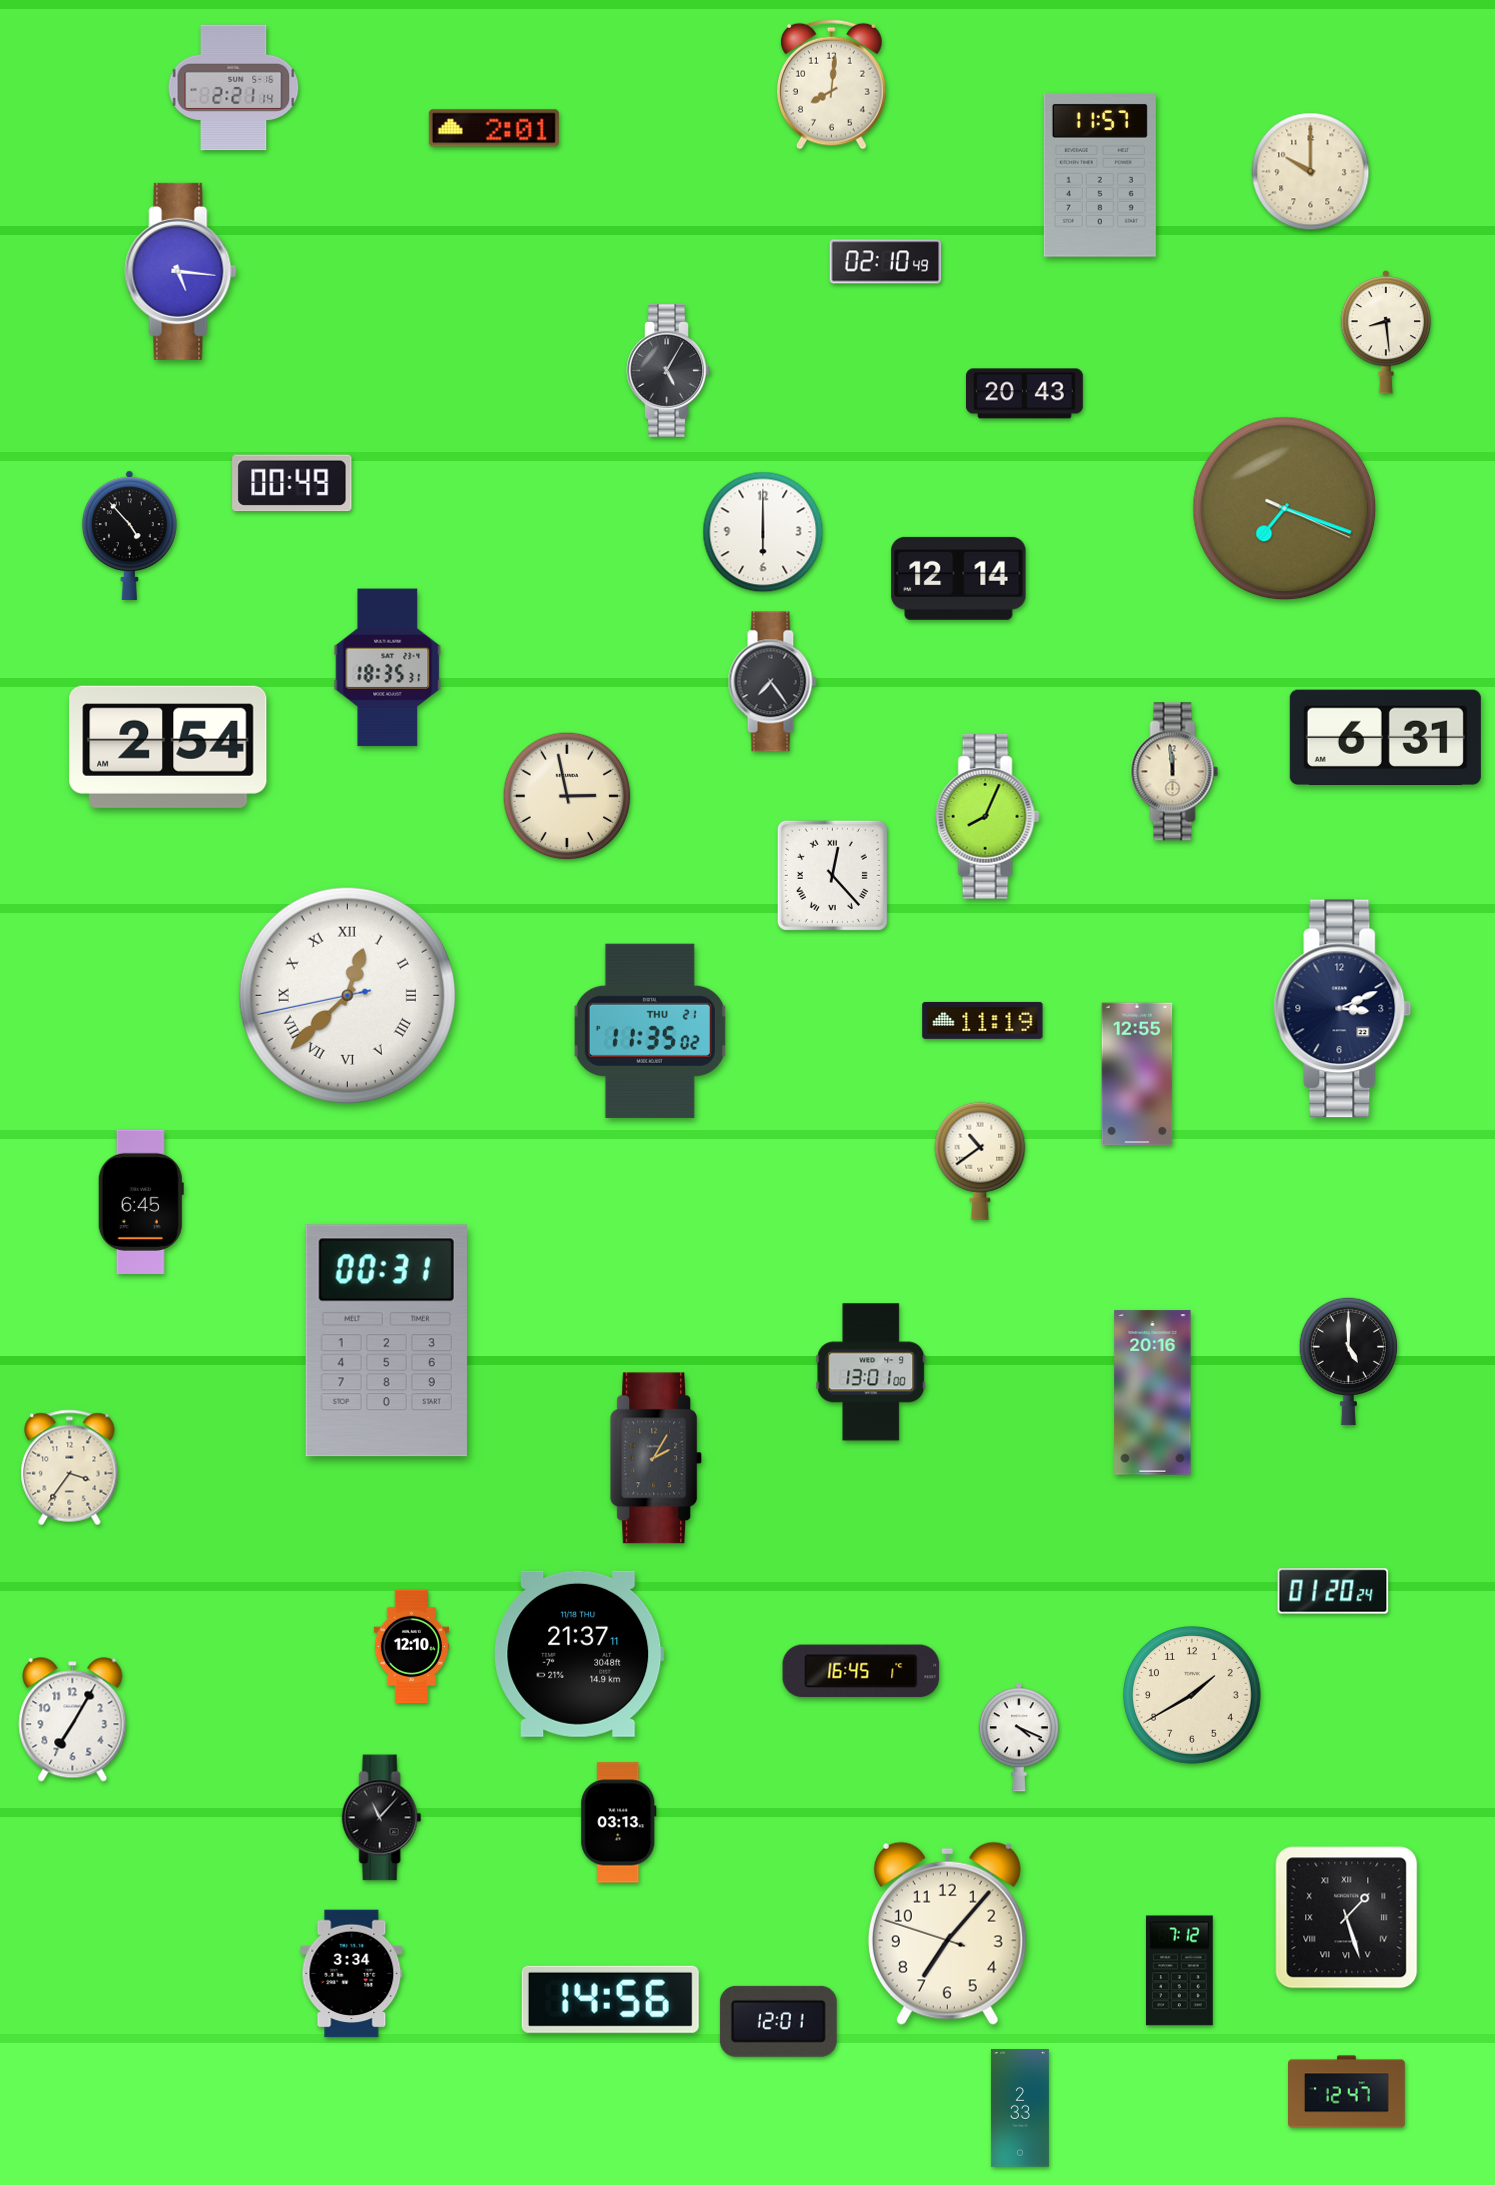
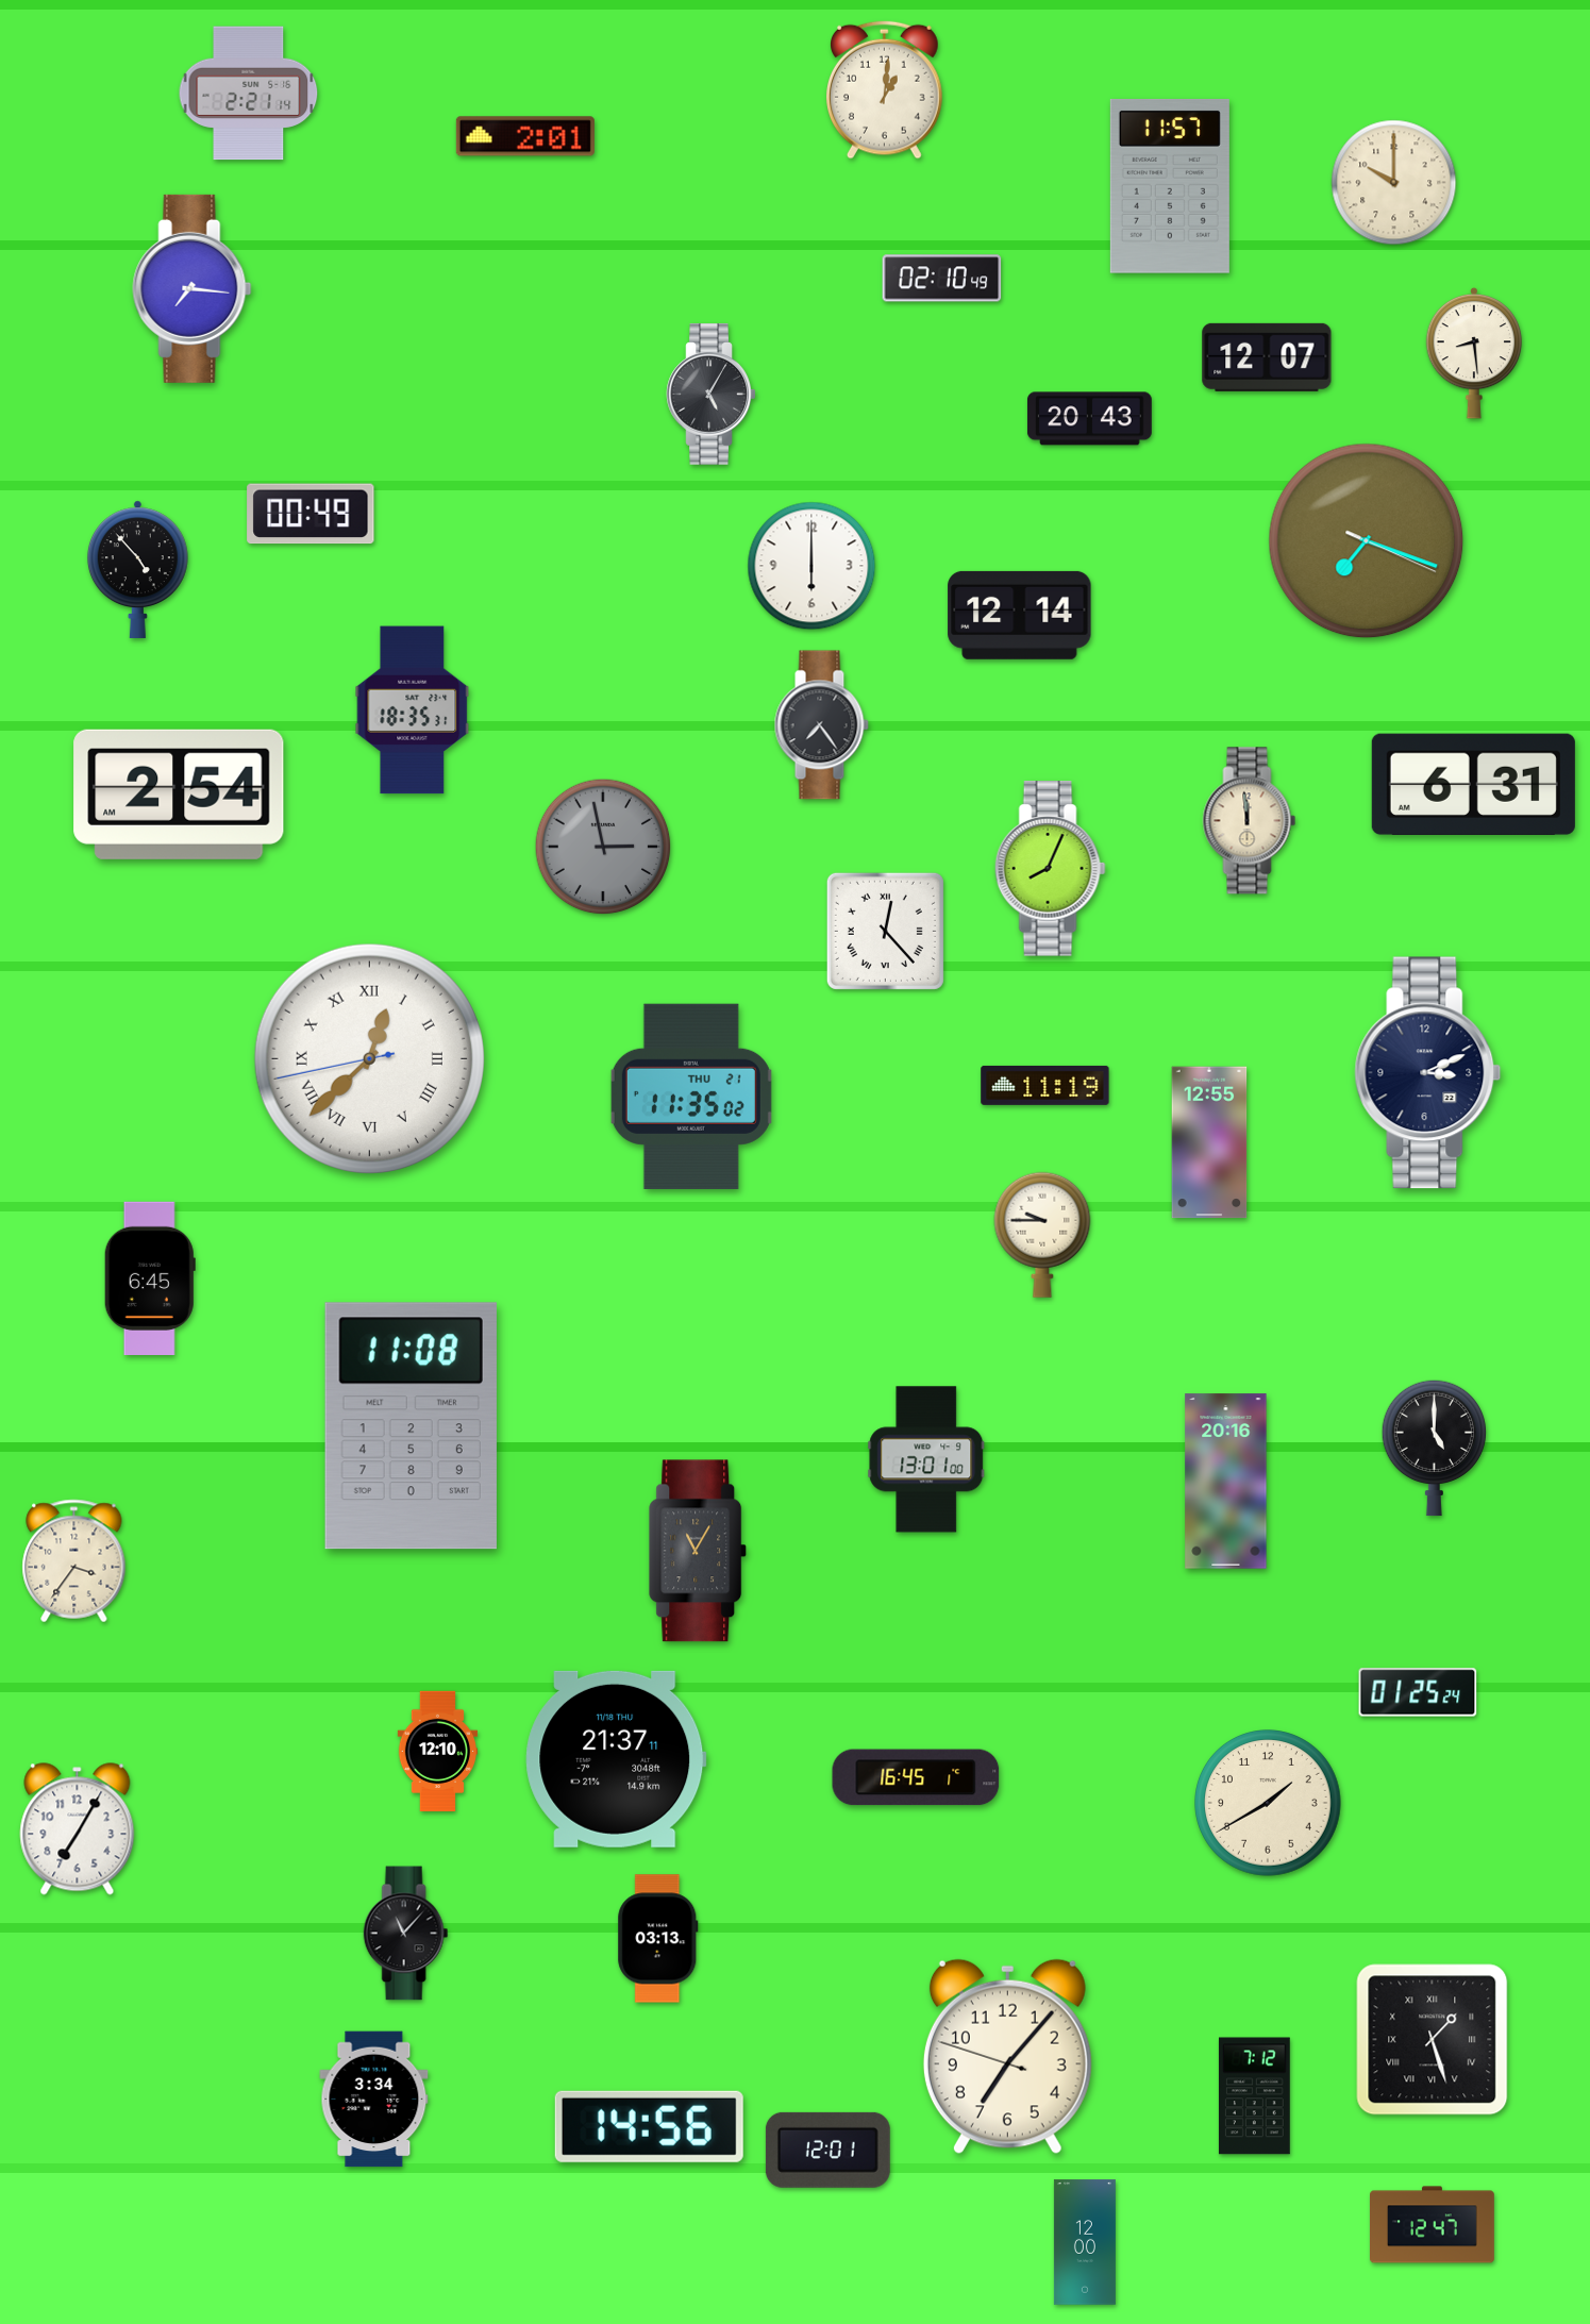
clock at (832, 84): 8:01 -> 1:01
clock at (181, 271): 5:16 -> 7:16
clock at (1267, 357): none -> 12:07
clock at (567, 796) dial: cream -> grey
clock at (980, 1161): 10:39 -> 9:45
clock at (386, 1341): 00:31 -> 11:08
clock at (657, 1458): 2:05 -> 11:05
clock at (1333, 1591): 01:20 -> 01:25
clock at (1019, 1737): 4:19 -> none
clock at (1020, 2108): 2:33 -> 12:00
